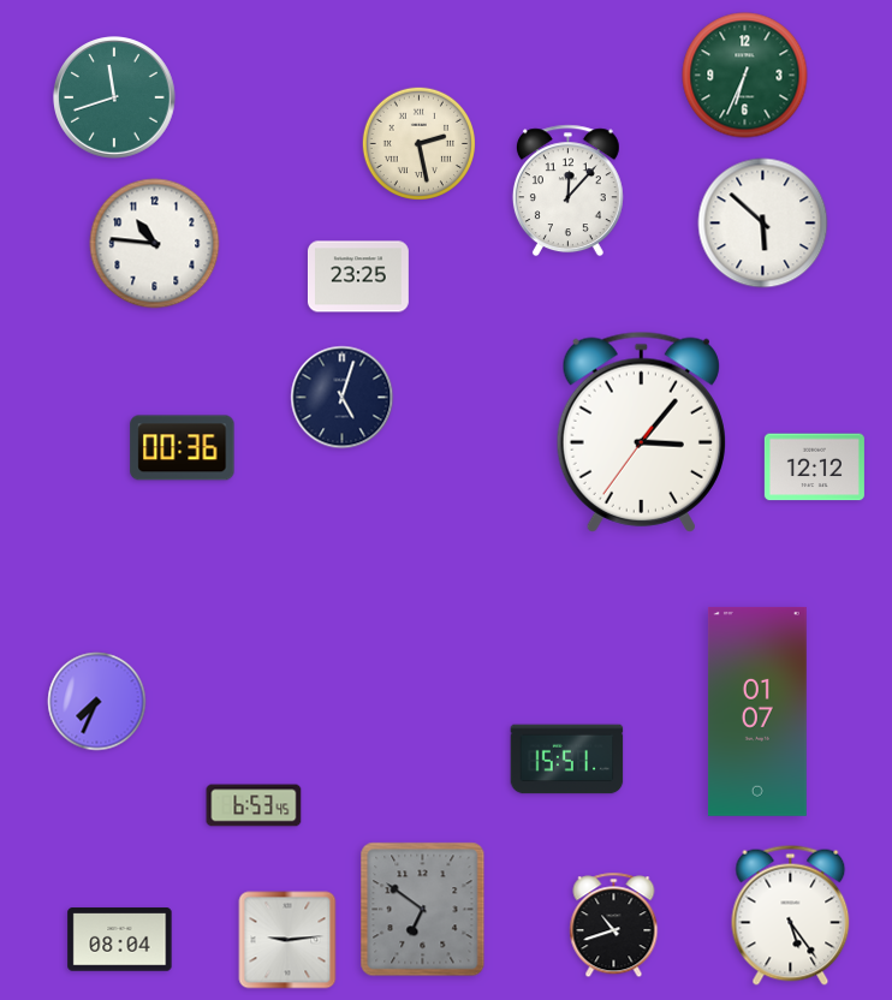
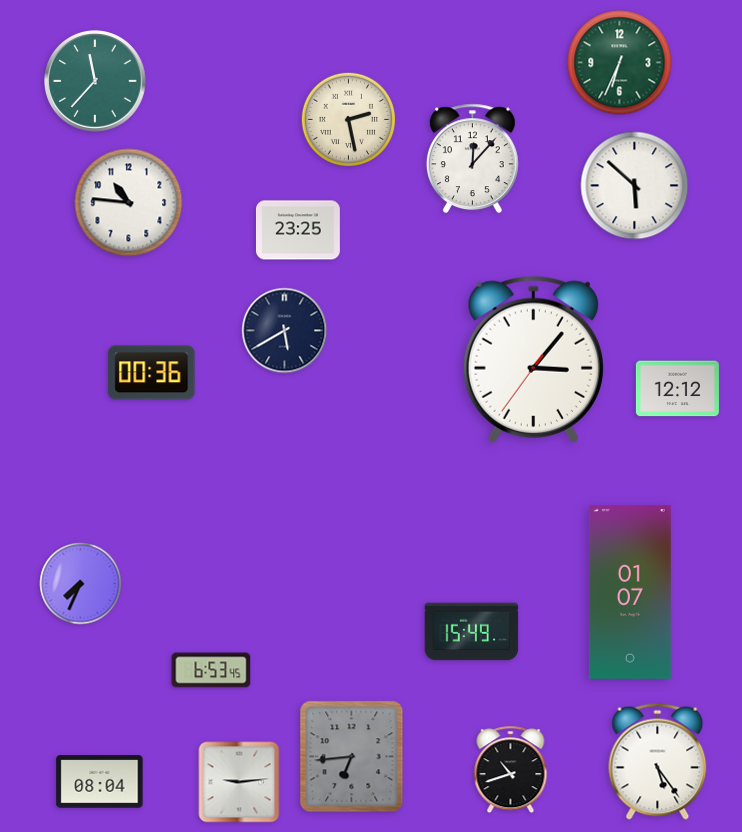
clock at (115, 99): 11:42 -> 11:37
clock at (343, 398): 5:03 -> 5:40
clock at (567, 760): 15:51 -> 15:49
clock at (423, 910): 6:51 -> 6:44
